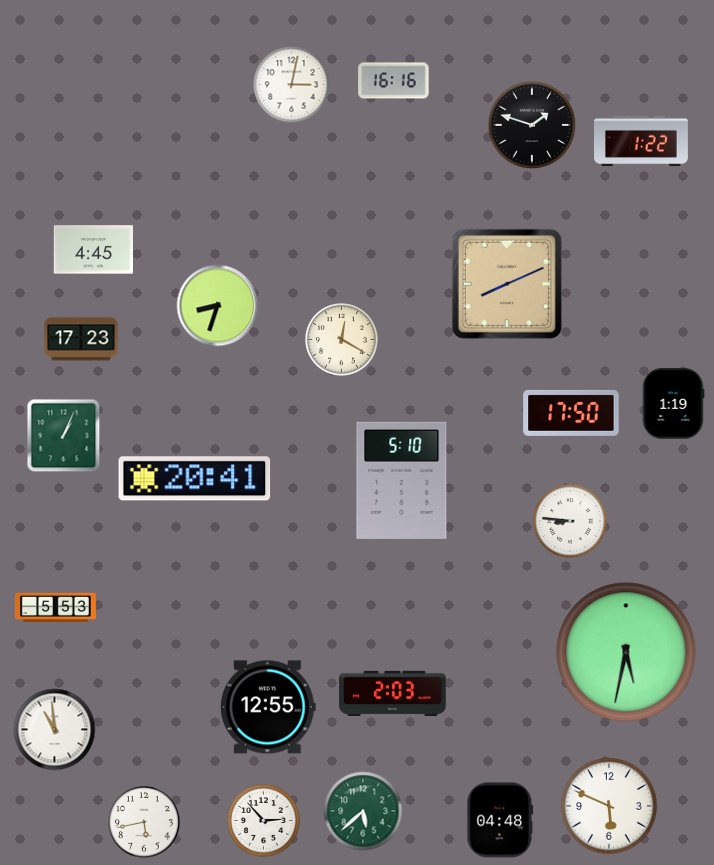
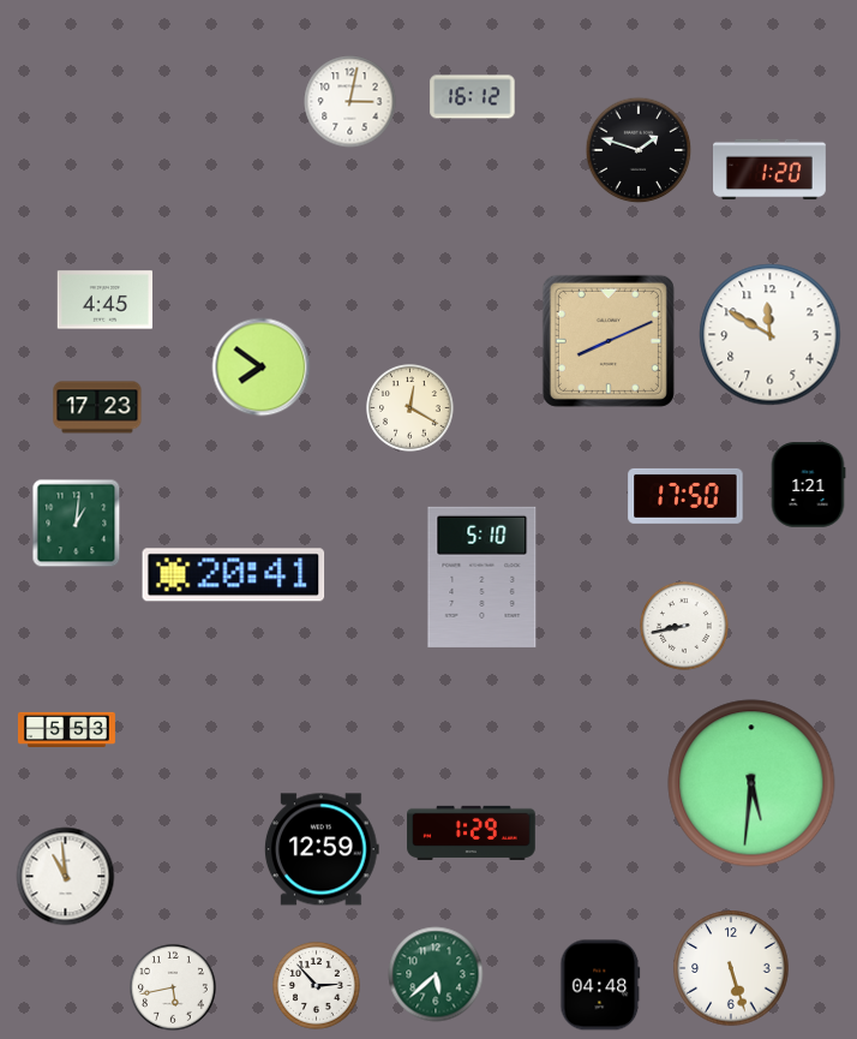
clock at (394, 81): 16:16 -> 16:12
clock at (642, 141): 1:22 -> 1:20
clock at (93, 250) position: (93, 250) -> (104, 300)
clock at (771, 335): none -> 11:50
clock at (218, 306): 8:33 -> 7:51
clock at (673, 404): 1:19 -> 1:21
clock at (64, 436): 1:04 -> 1:01
clock at (570, 521): 8:46 -> 8:43
clock at (626, 652): 5:32 -> 5:31
clock at (393, 693): 2:03 -> 1:29
clock at (268, 707): 12:55 -> 12:59
clock at (609, 806): 5:49 -> 5:27
